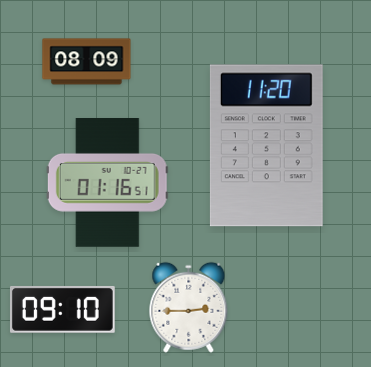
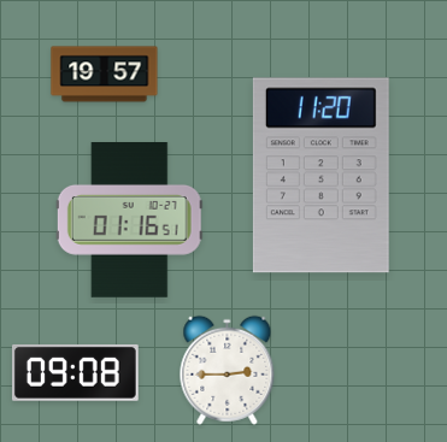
clock at (87, 62): 08:09 -> 19:57
clock at (62, 309): 09:10 -> 09:08
